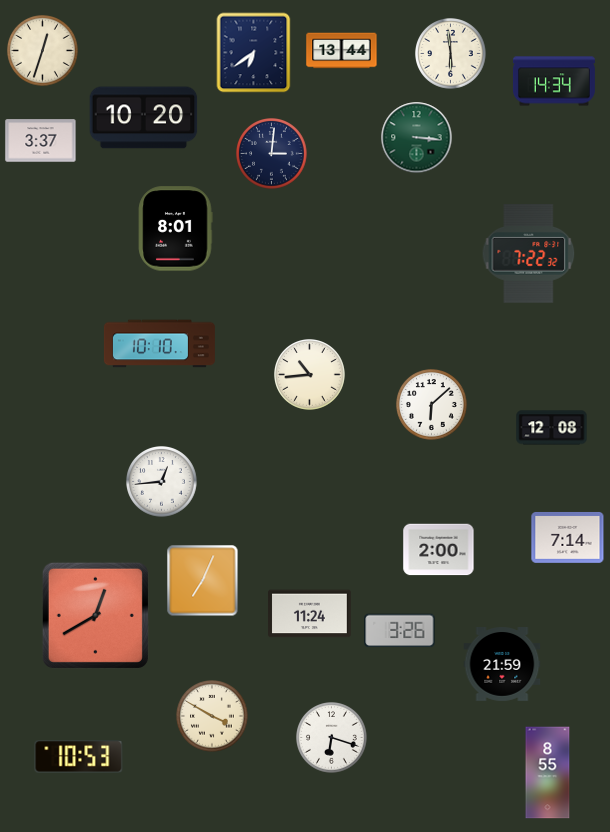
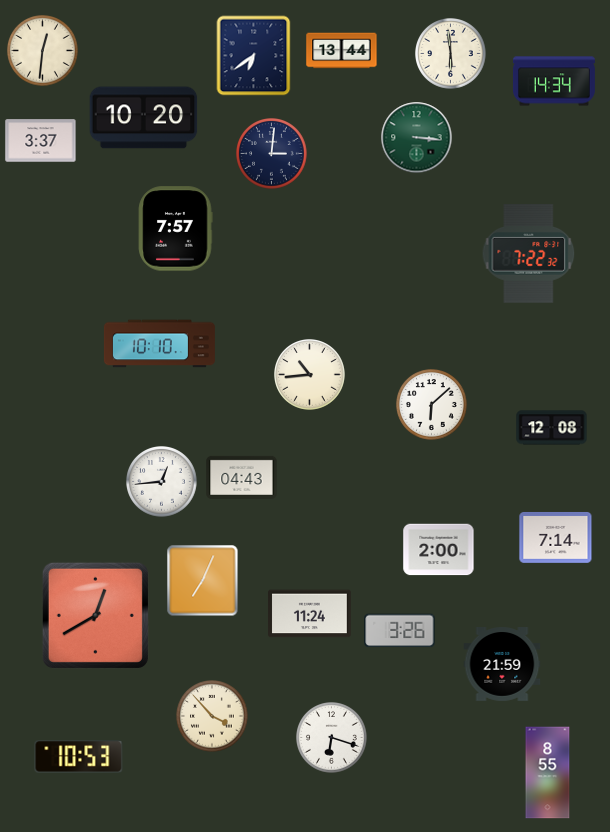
clock at (43, 51): 12:33 -> 12:31
clock at (254, 53) position: (254, 53) -> (254, 56)
clock at (176, 229): 8:01 -> 7:57
clock at (242, 477): none -> 04:43
clock at (568, 537) position: (568, 537) -> (556, 537)
clock at (212, 716): 3:50 -> 3:53
